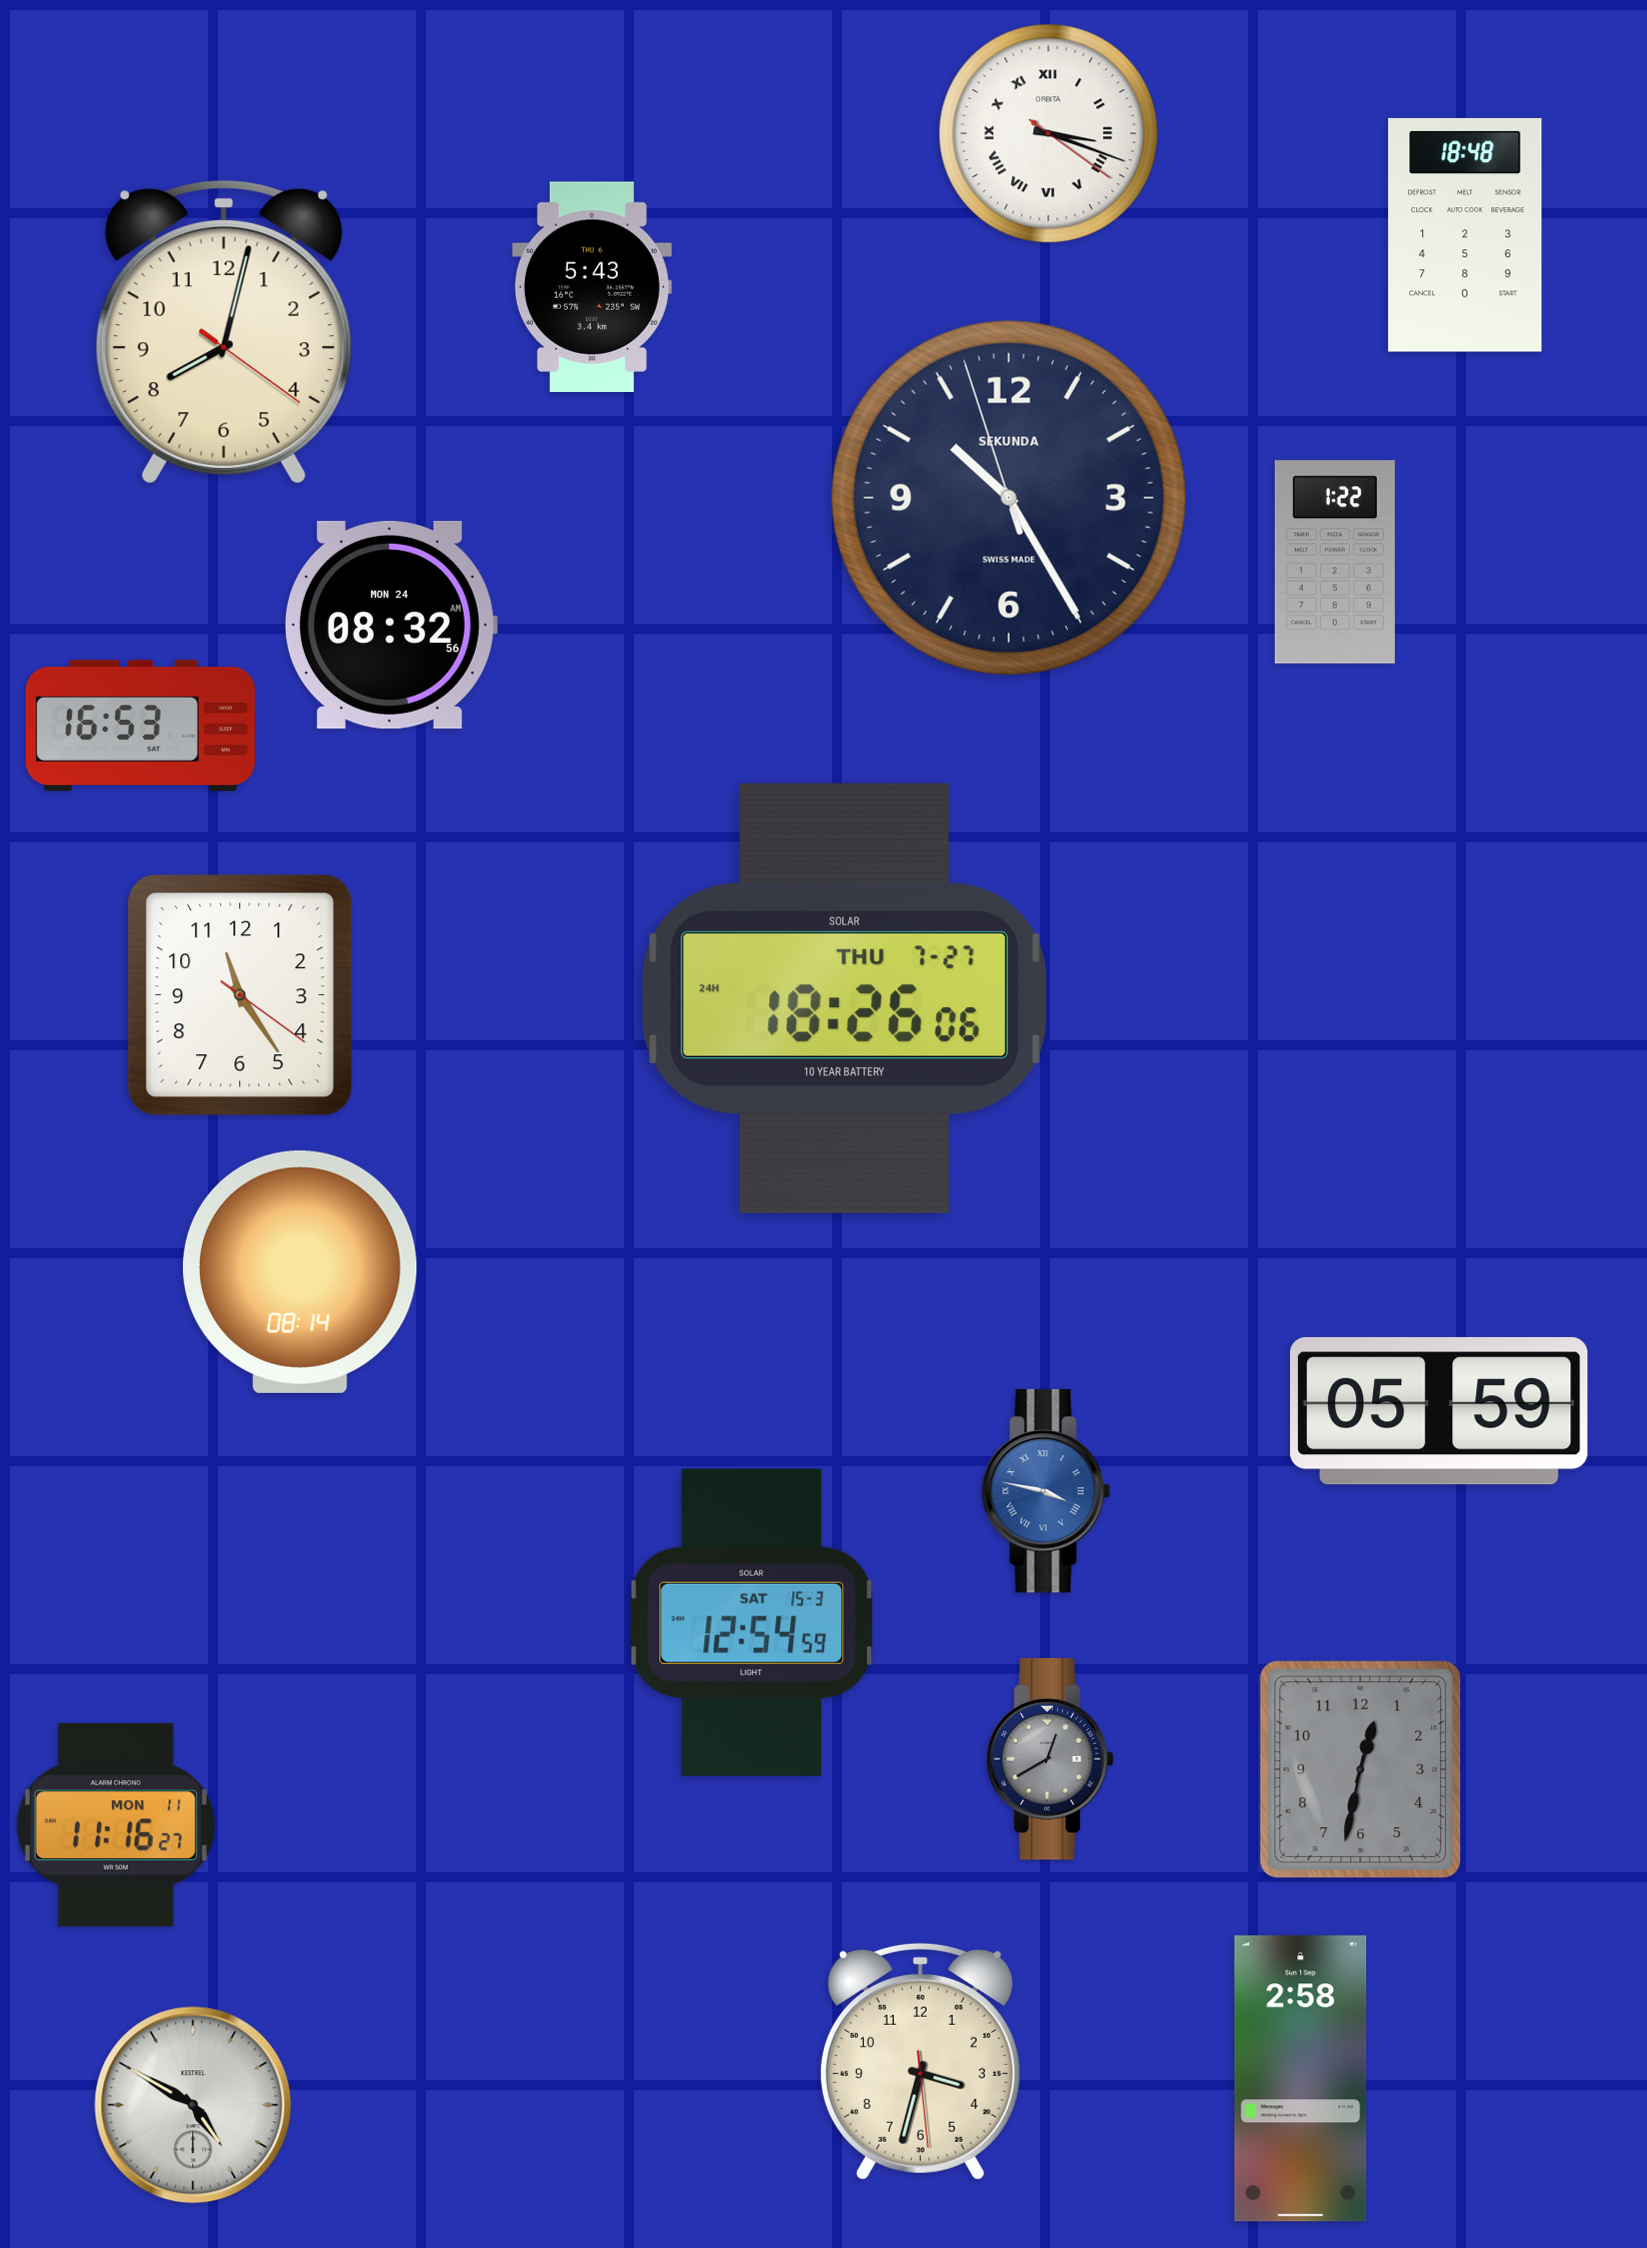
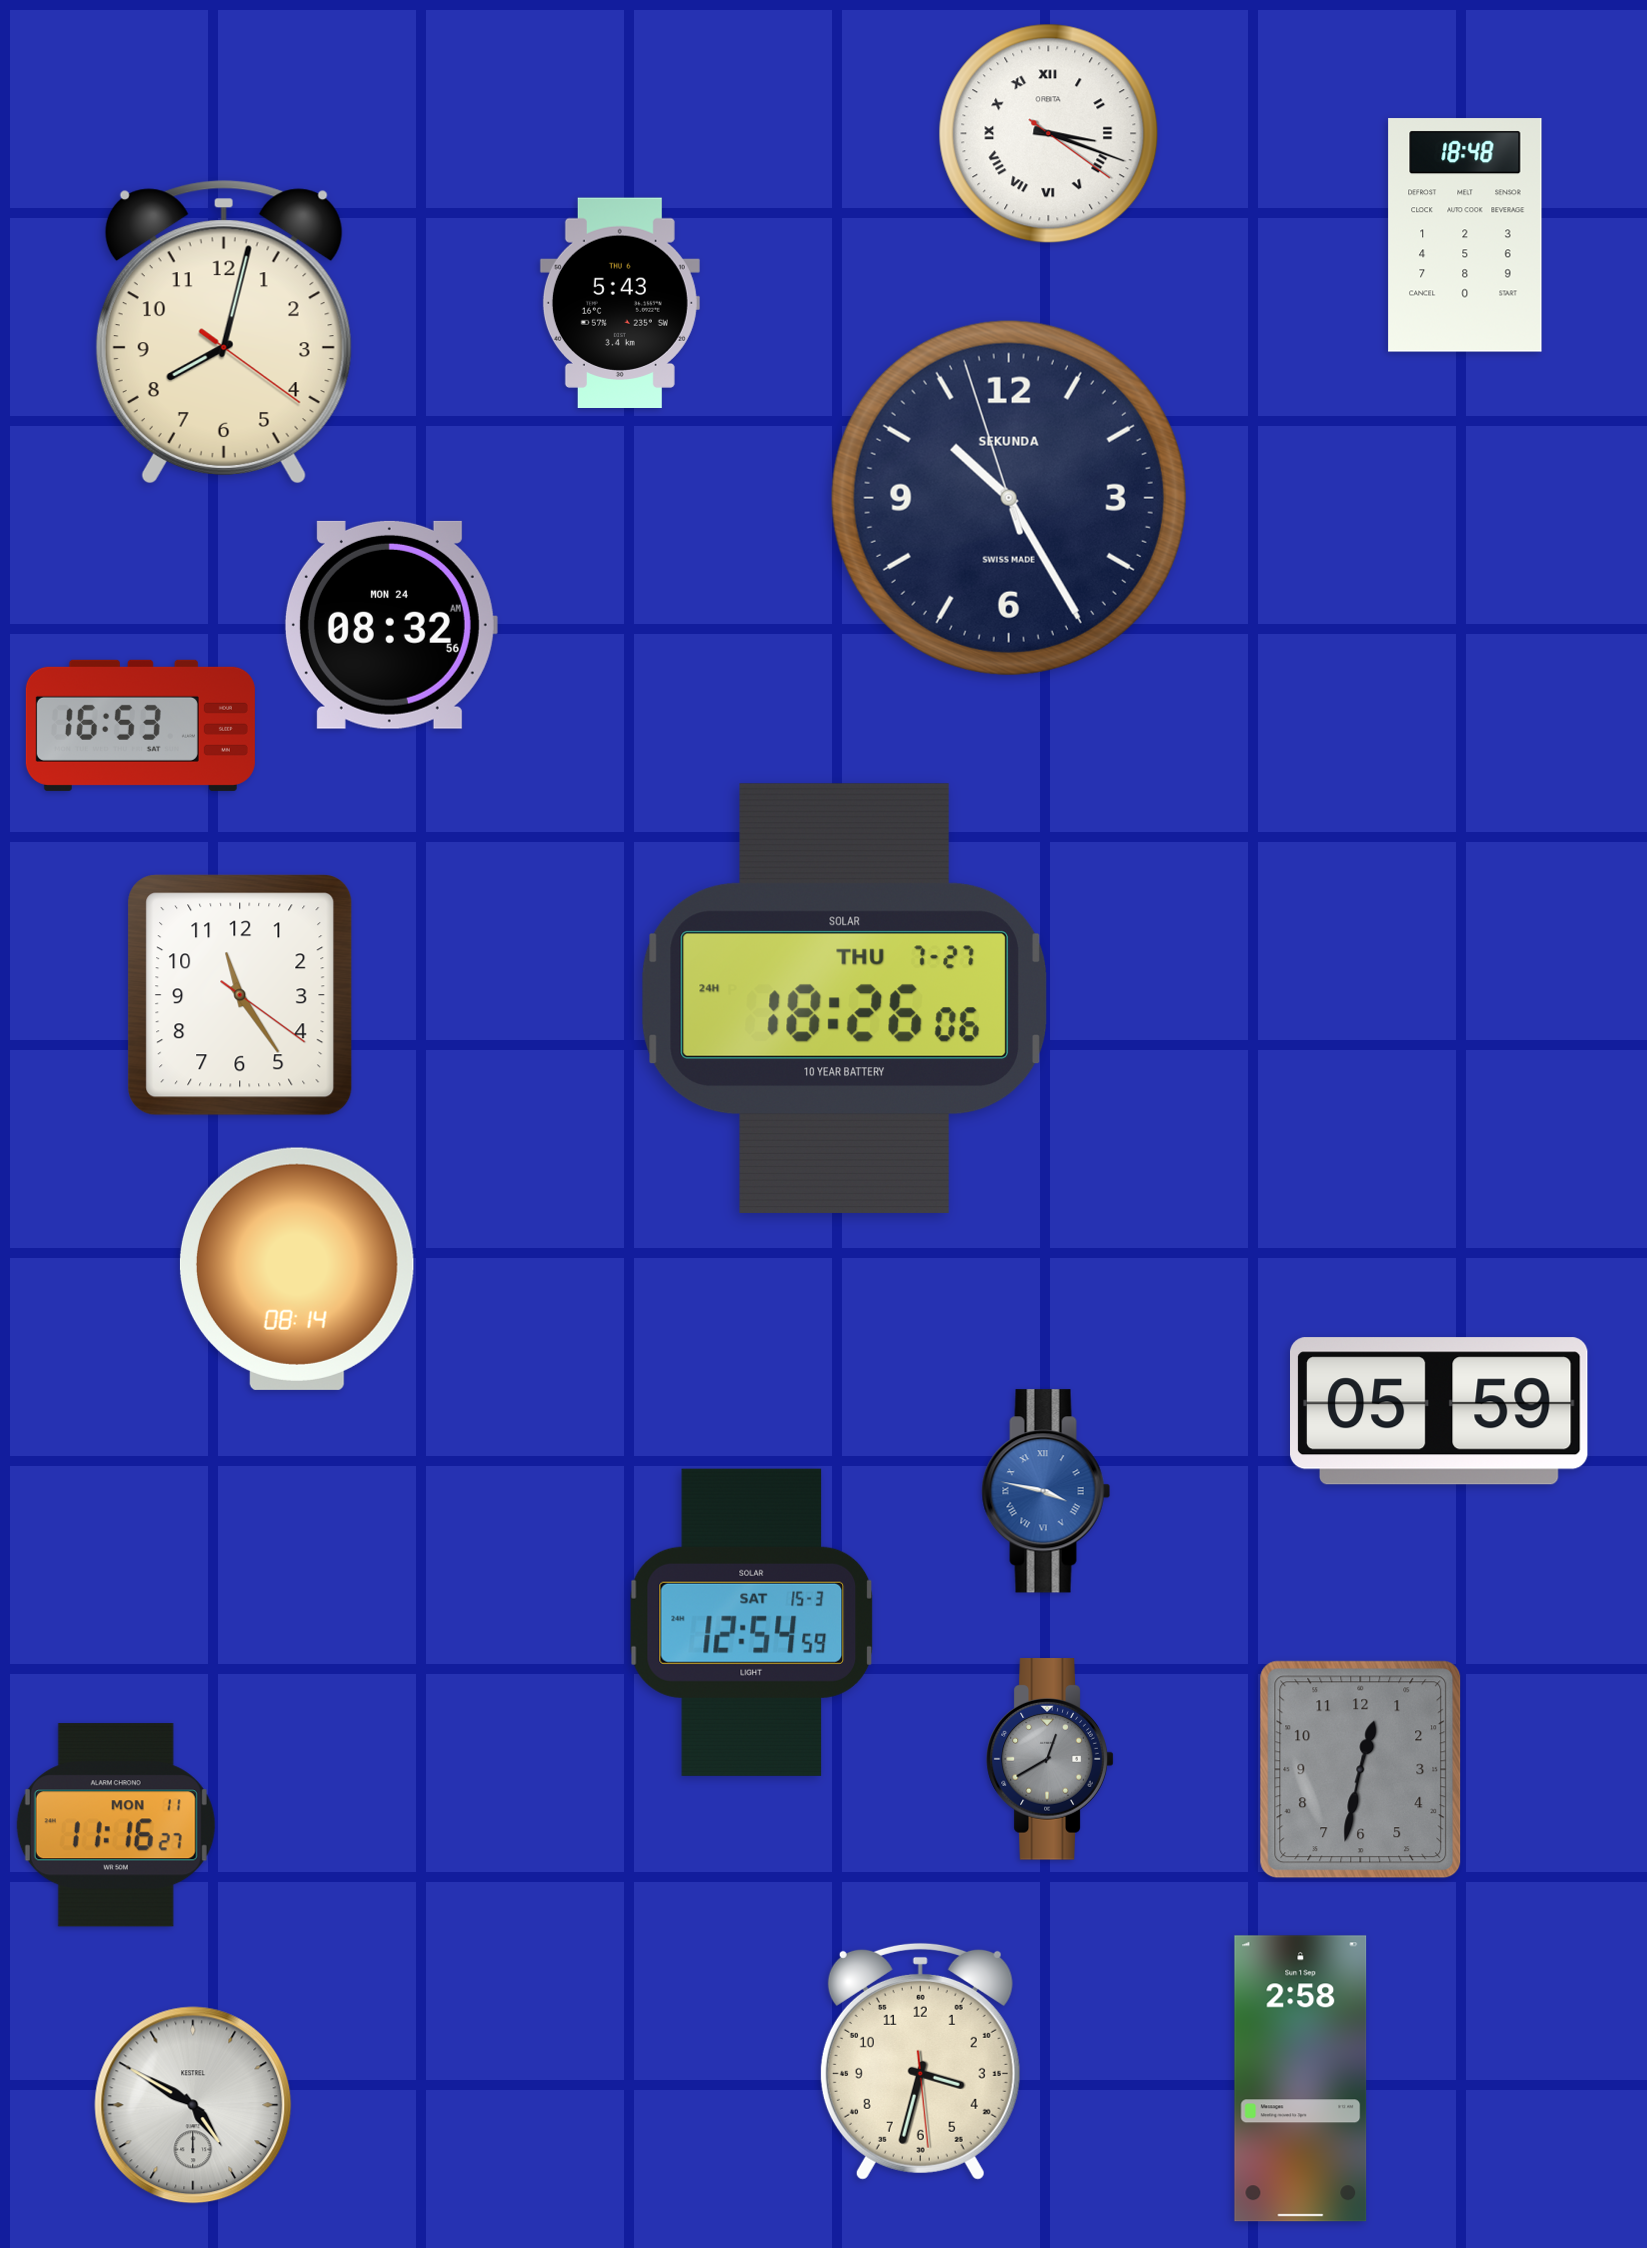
clock at (592, 286) position: (592, 286) -> (620, 302)
clock at (1335, 562): 1:22 -> none
clock at (300, 1272) position: (300, 1272) -> (297, 1269)
